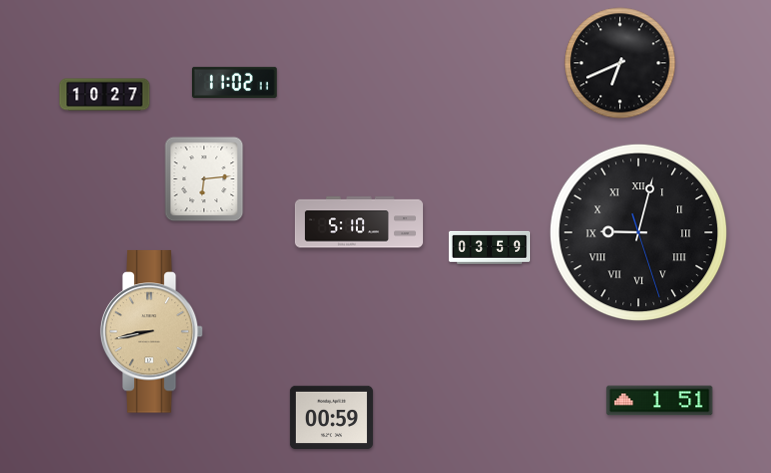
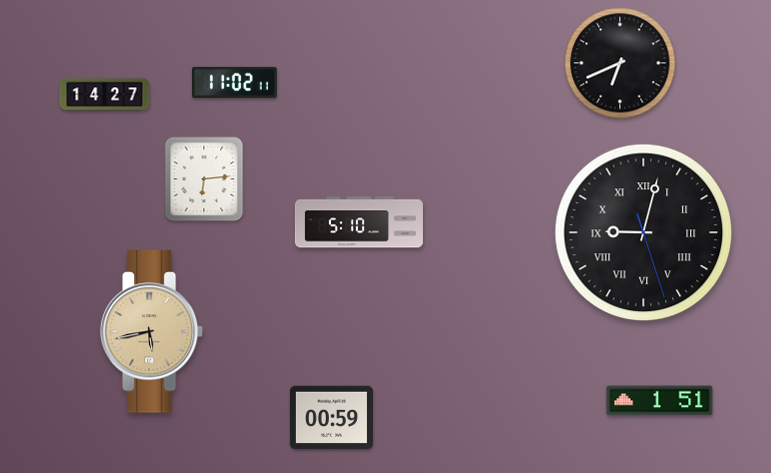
clock at (105, 95): 10:27 -> 14:27
clock at (639, 233) position: (639, 233) -> (644, 233)
clock at (490, 247): 03:59 -> none
clock at (152, 332): 8:43 -> 5:43
